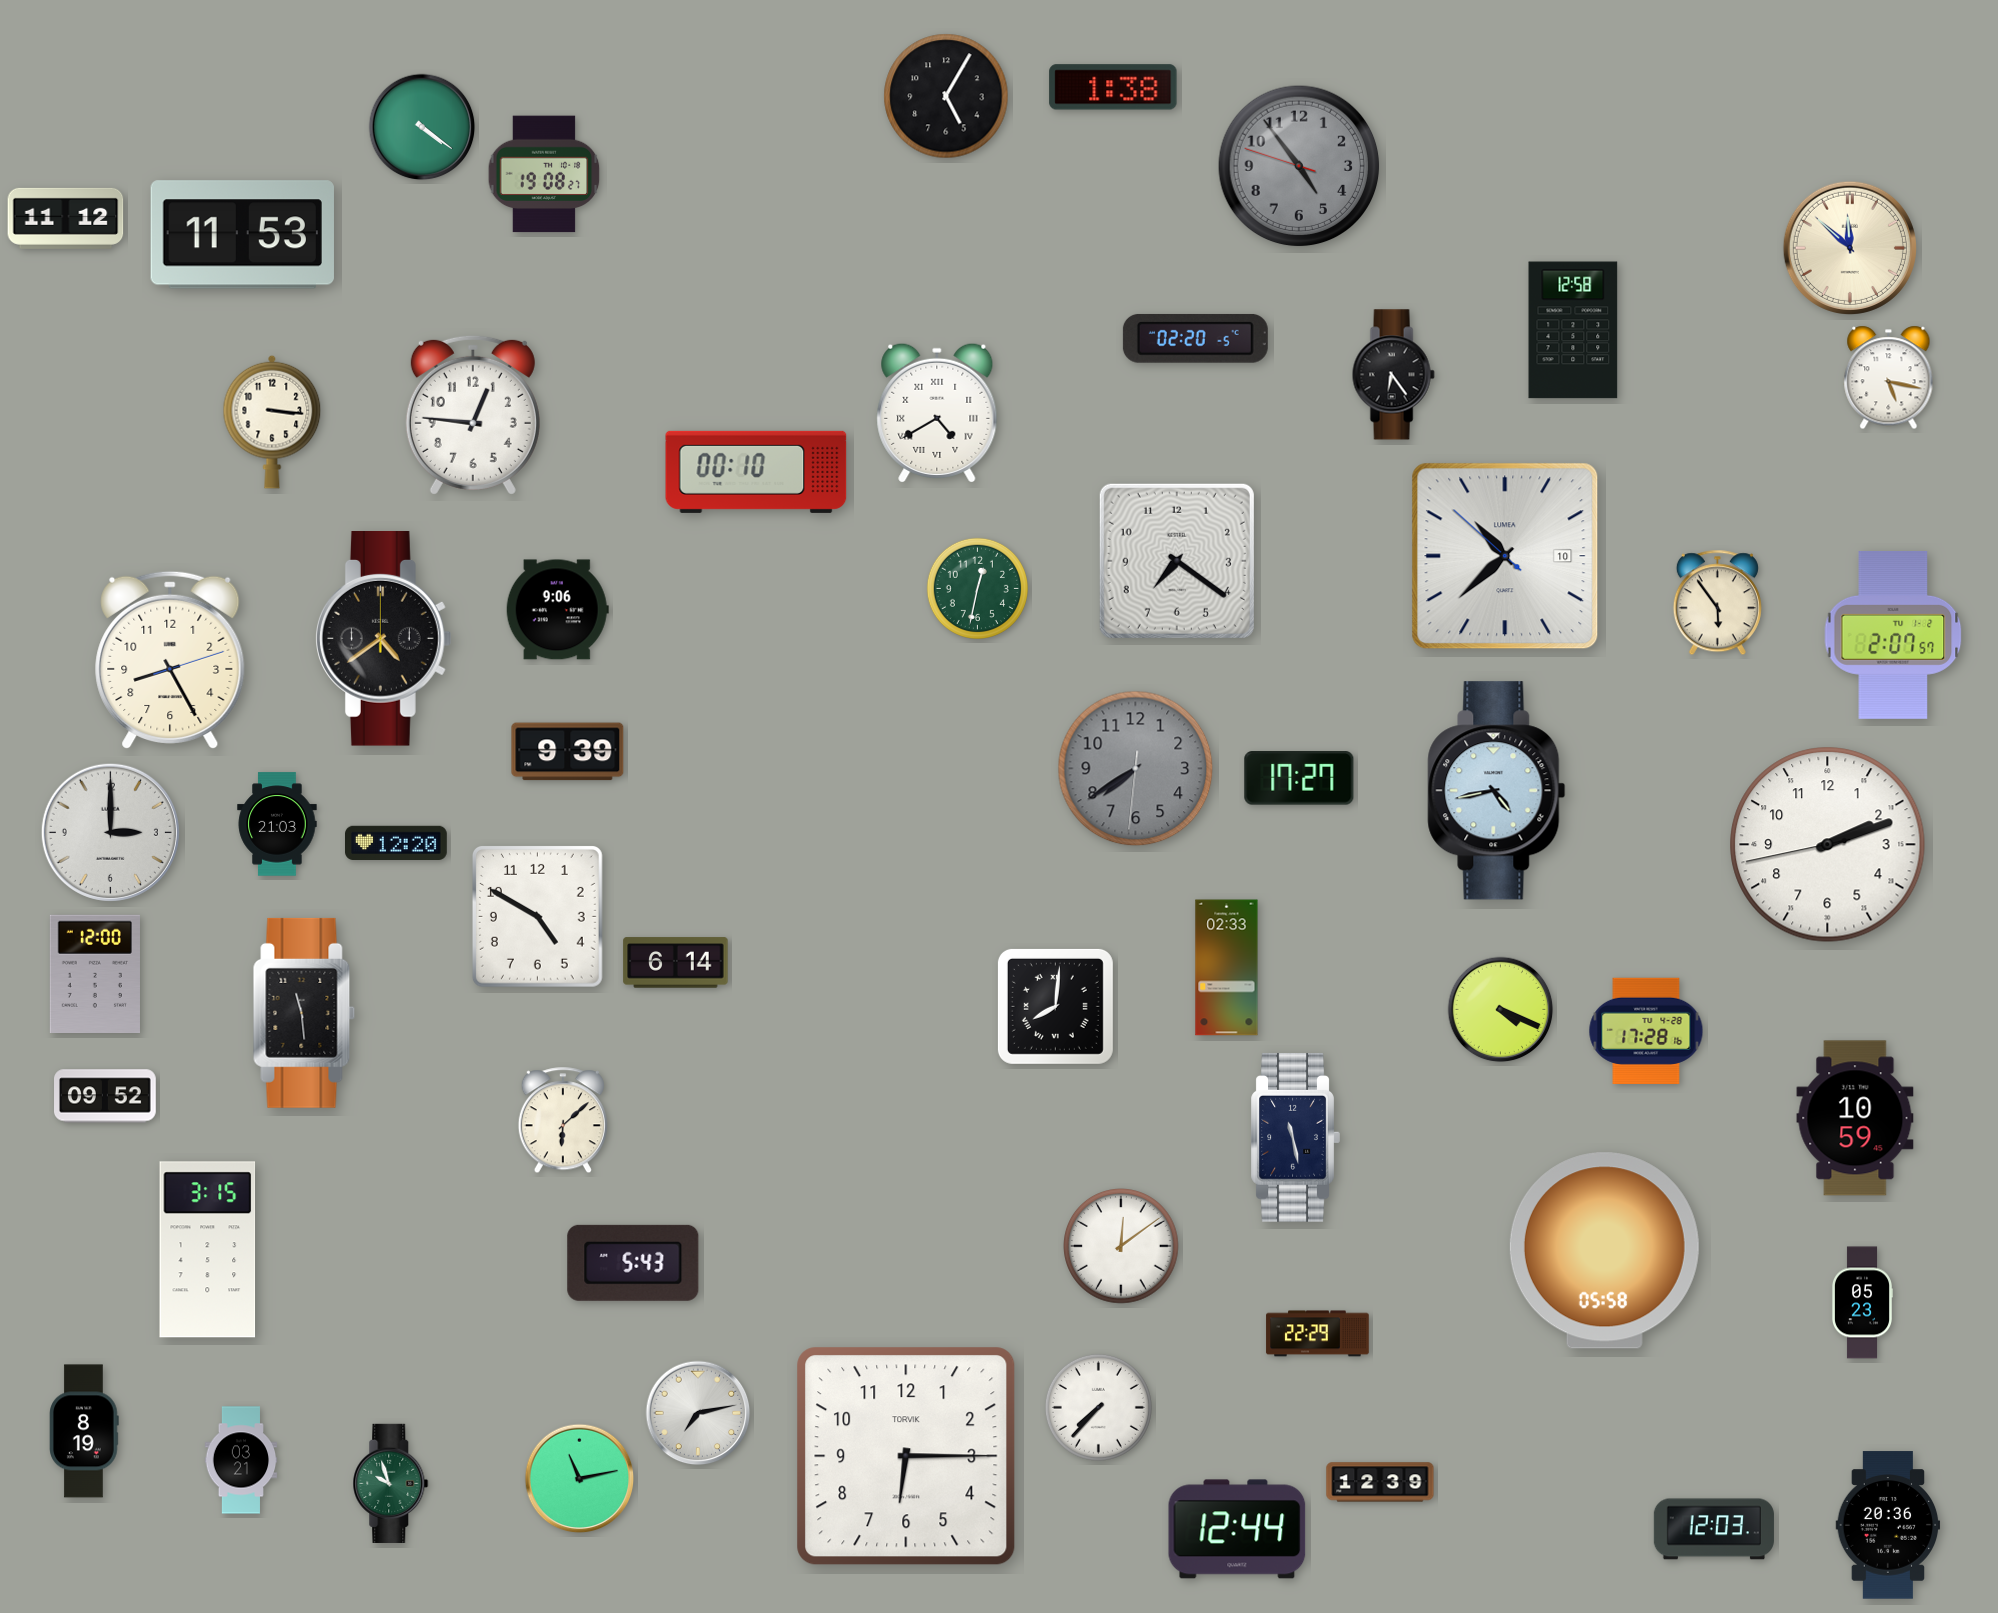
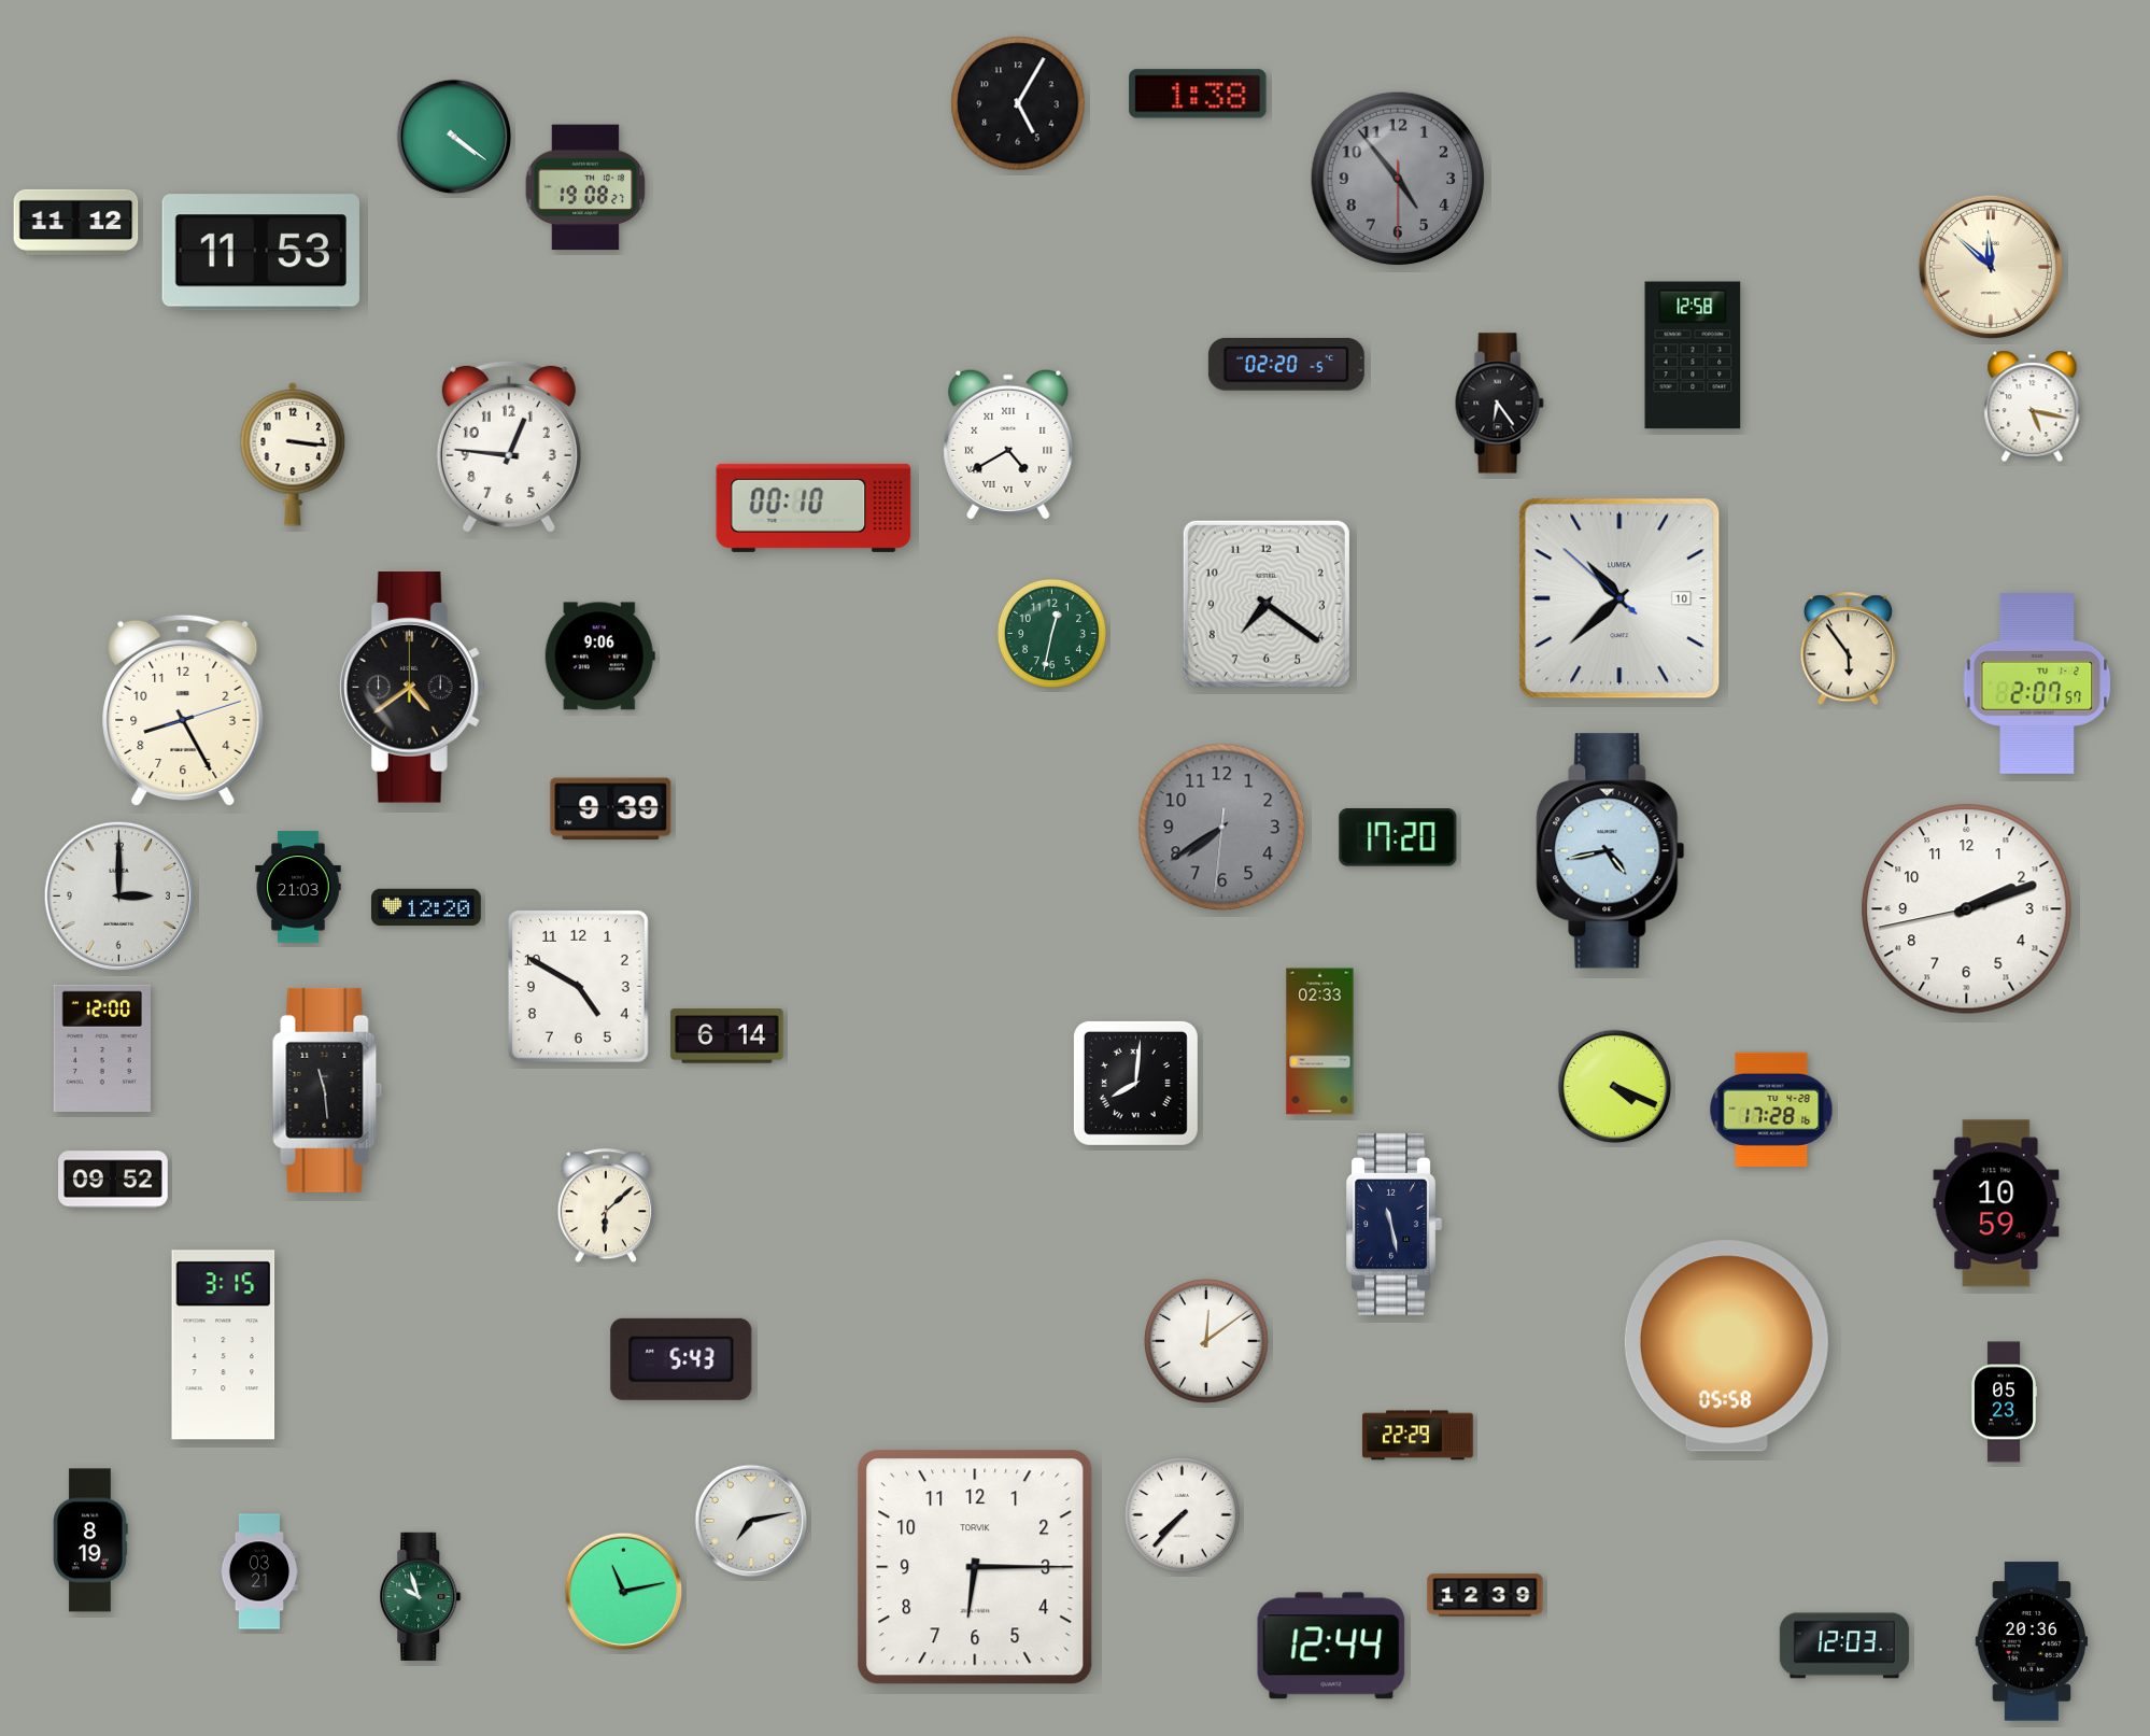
clock at (1299, 166): 4:53:48 -> 4:53:30
clock at (66, 218) position: (66, 218) -> (76, 222)
clock at (1299, 778): 17:27 -> 17:20
